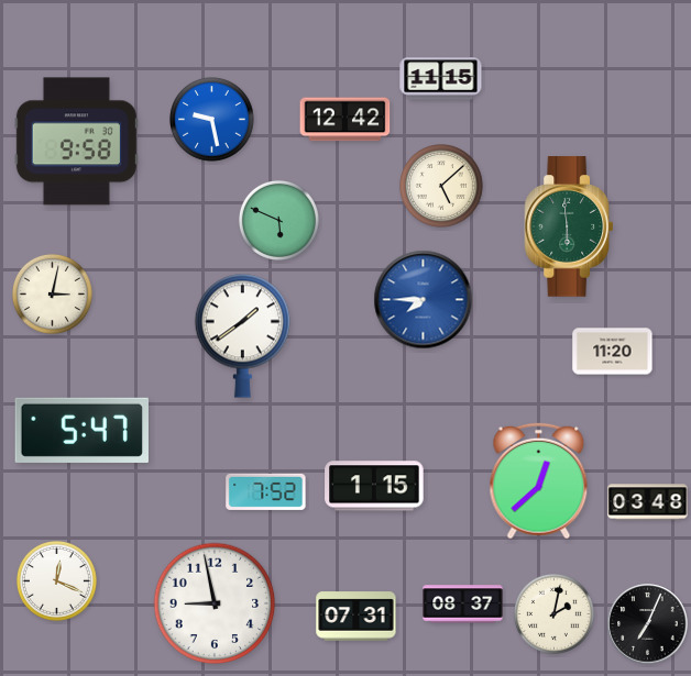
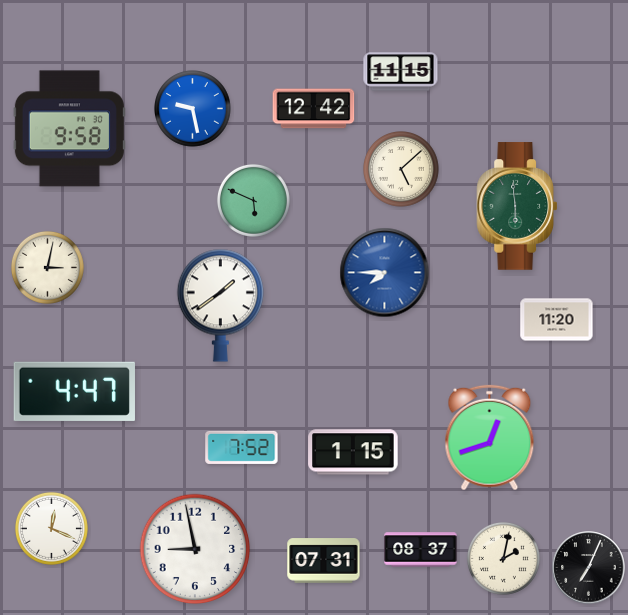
clock at (81, 430): 5:47 -> 4:47
clock at (539, 481): 12:38 -> 12:42
clock at (374, 486) position: (374, 486) -> (353, 452)
clock at (648, 502): 03:48 -> none
